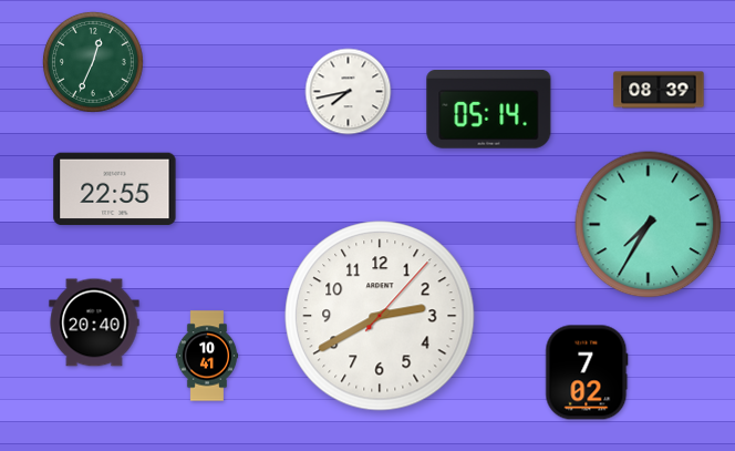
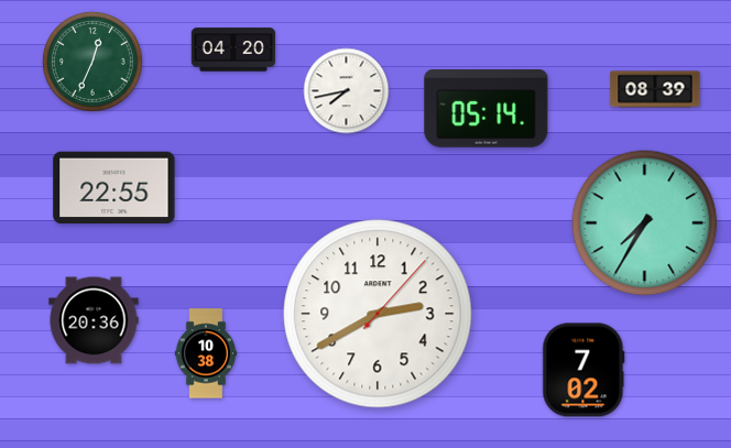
clock at (233, 50): none -> 04:20
clock at (94, 322): 20:40 -> 20:36
clock at (207, 356): 10:41 -> 10:38
